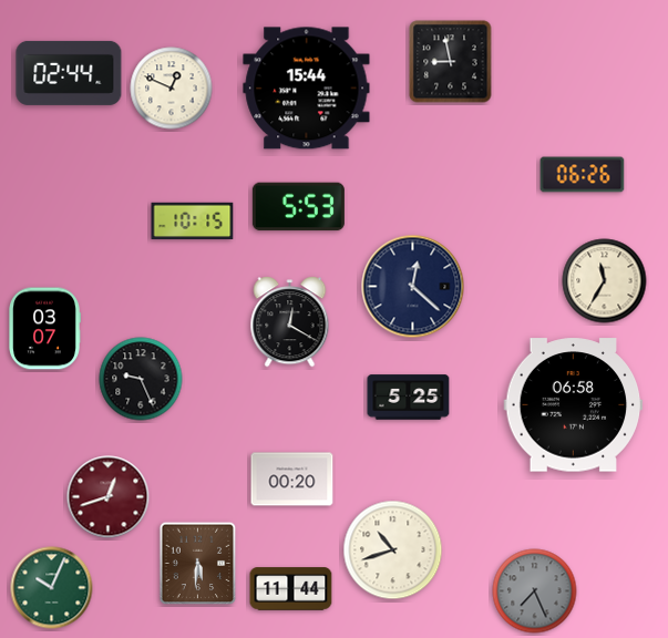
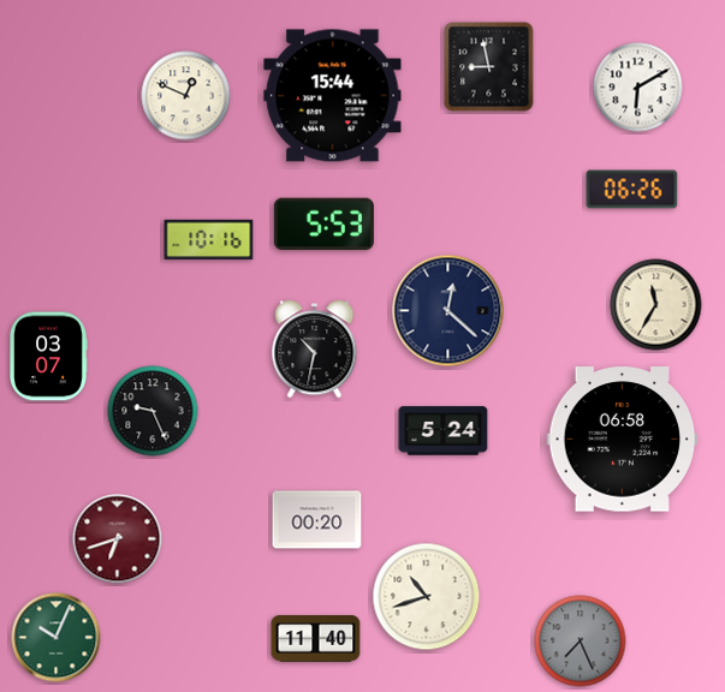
clock at (69, 73): 02:44 -> none
clock at (638, 88): none -> 6:10
clock at (193, 220): 10:15 -> 10:16
clock at (290, 322): 12:20 -> 10:32
clock at (409, 398): 5:25 -> 5:24
clock at (109, 497): 12:42 -> 6:42
clock at (198, 564): 5:31 -> none
clock at (291, 589): 11:44 -> 11:40
